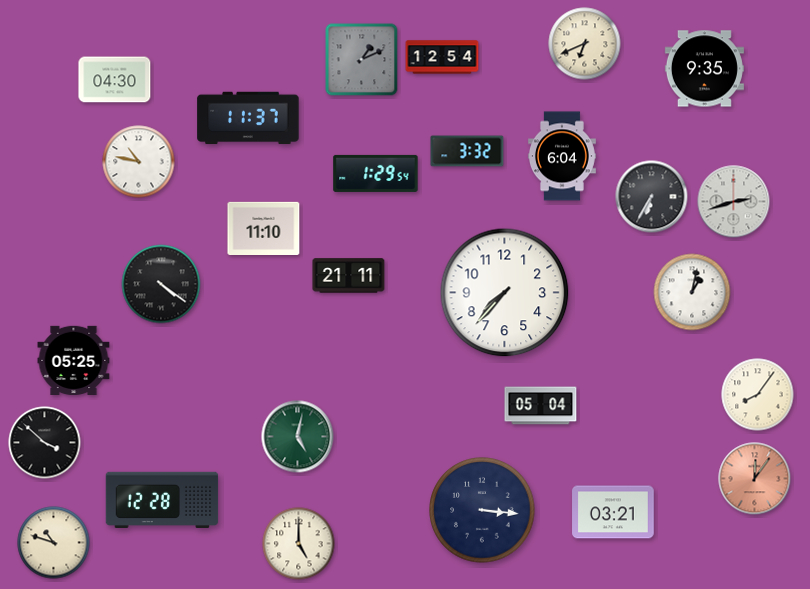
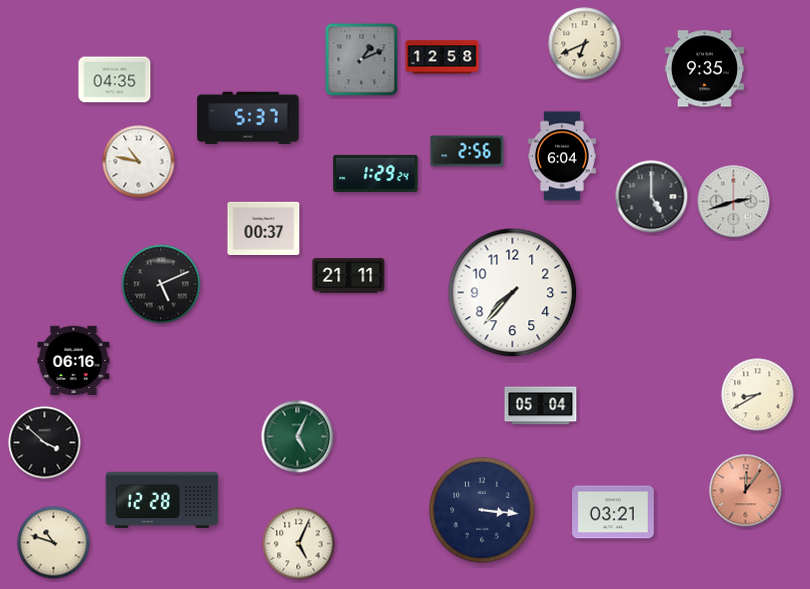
clock at (442, 57): 12:54 -> 12:58
clock at (115, 80): 04:30 -> 04:35
clock at (248, 118): 11:37 -> 5:37
clock at (467, 151): 3:32 -> 2:56
clock at (376, 173): 1:29:54 -> 1:29:24
clock at (652, 197): 6:35 -> 5:00
clock at (264, 228): 11:10 -> 00:37
clock at (161, 284): 4:21 -> 5:11
clock at (692, 292): 1:02 -> none
clock at (505, 293) position: (505, 293) -> (513, 293)
clock at (74, 360): 05:25 -> 06:16
clock at (758, 395): 8:06 -> 8:40
clock at (298, 437): 5:02 -> 5:04
clock at (755, 479) position: (755, 479) -> (746, 491)
clock at (299, 544): 5:00 -> 5:04
